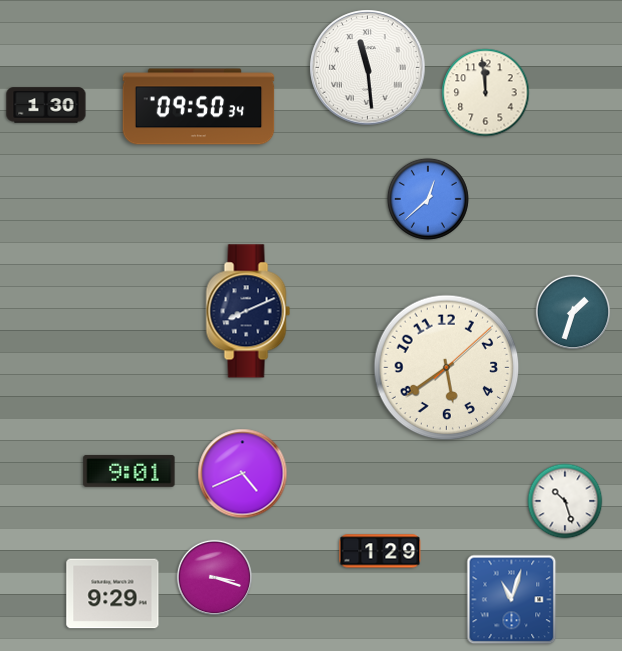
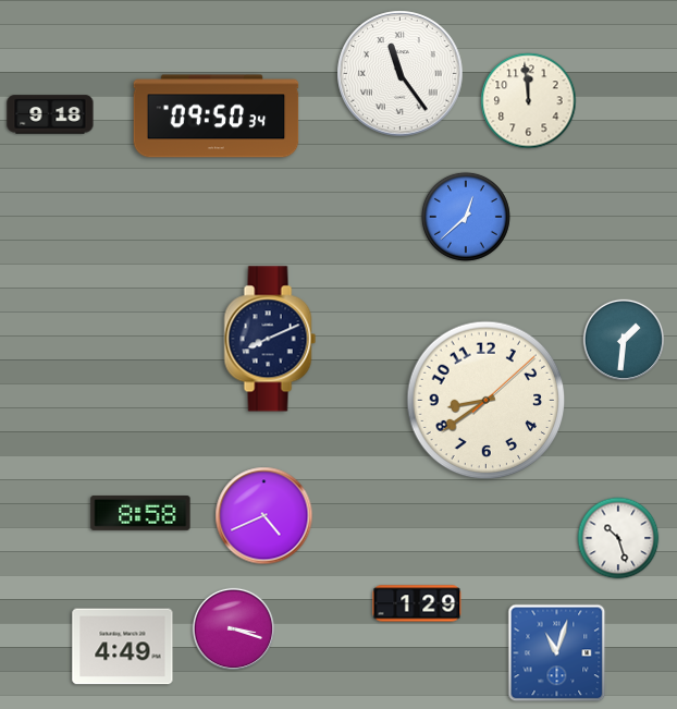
clock at (368, 68): 11:29 -> 11:24
clock at (46, 105): 1:30 -> 9:18
clock at (573, 312): 1:33 -> 1:31
clock at (447, 368): 5:39 -> 8:39
clock at (129, 471): 9:01 -> 8:58
clock at (565, 501) position: (565, 501) -> (618, 538)
clock at (380, 551) position: (380, 551) -> (417, 603)
clock at (113, 594): 9:29 -> 4:49
